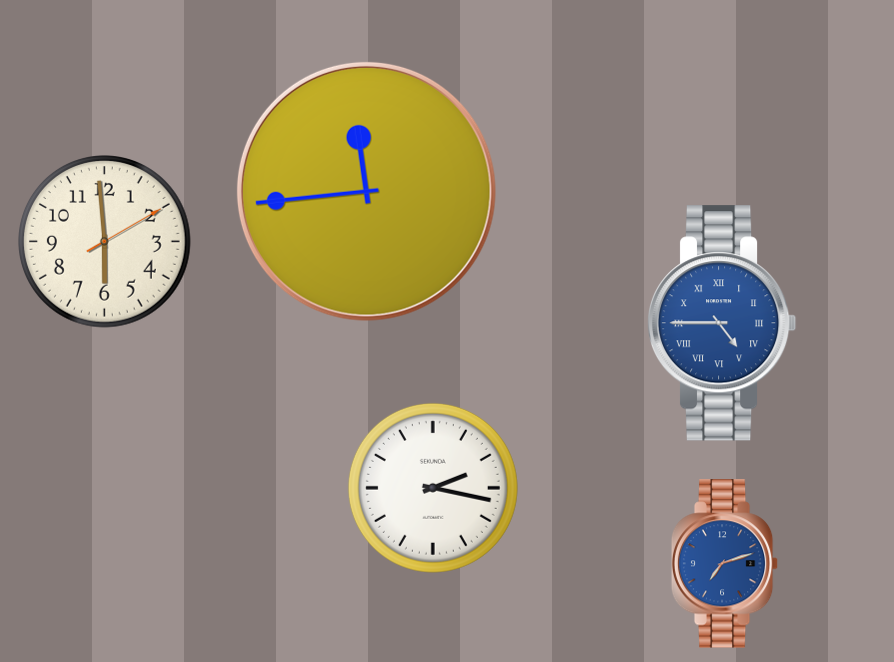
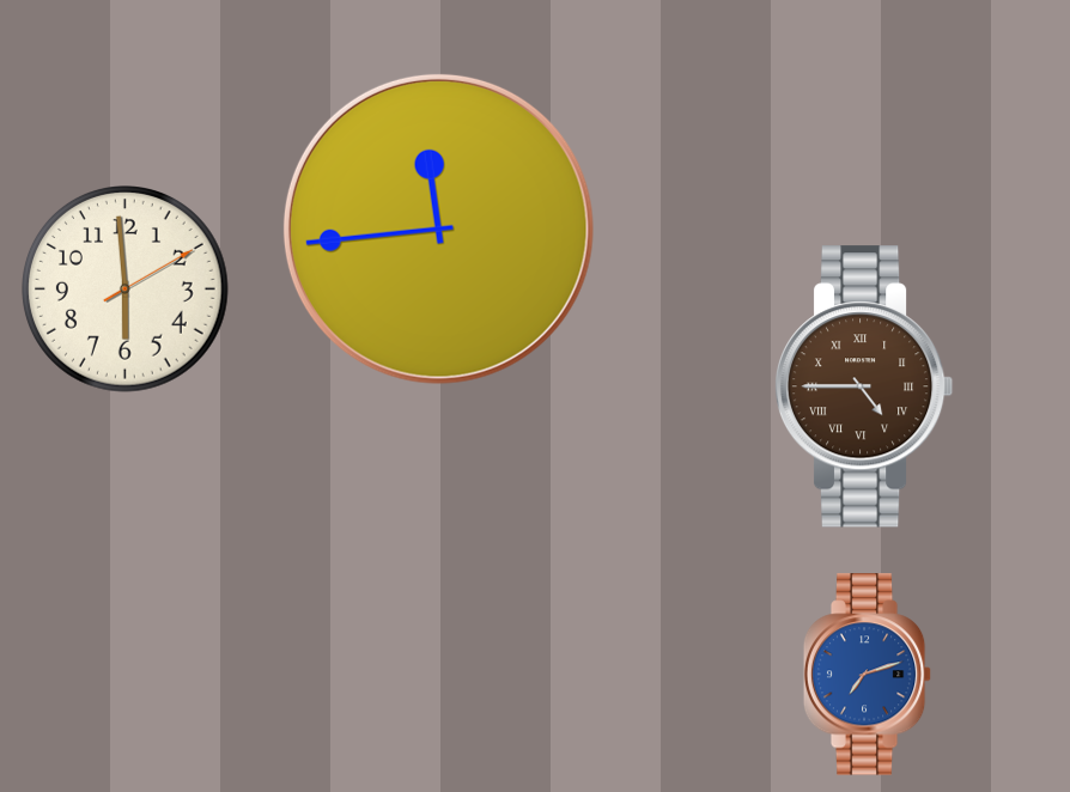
clock at (722, 323) dial: blue -> brown
clock at (433, 488): 2:17 -> none
